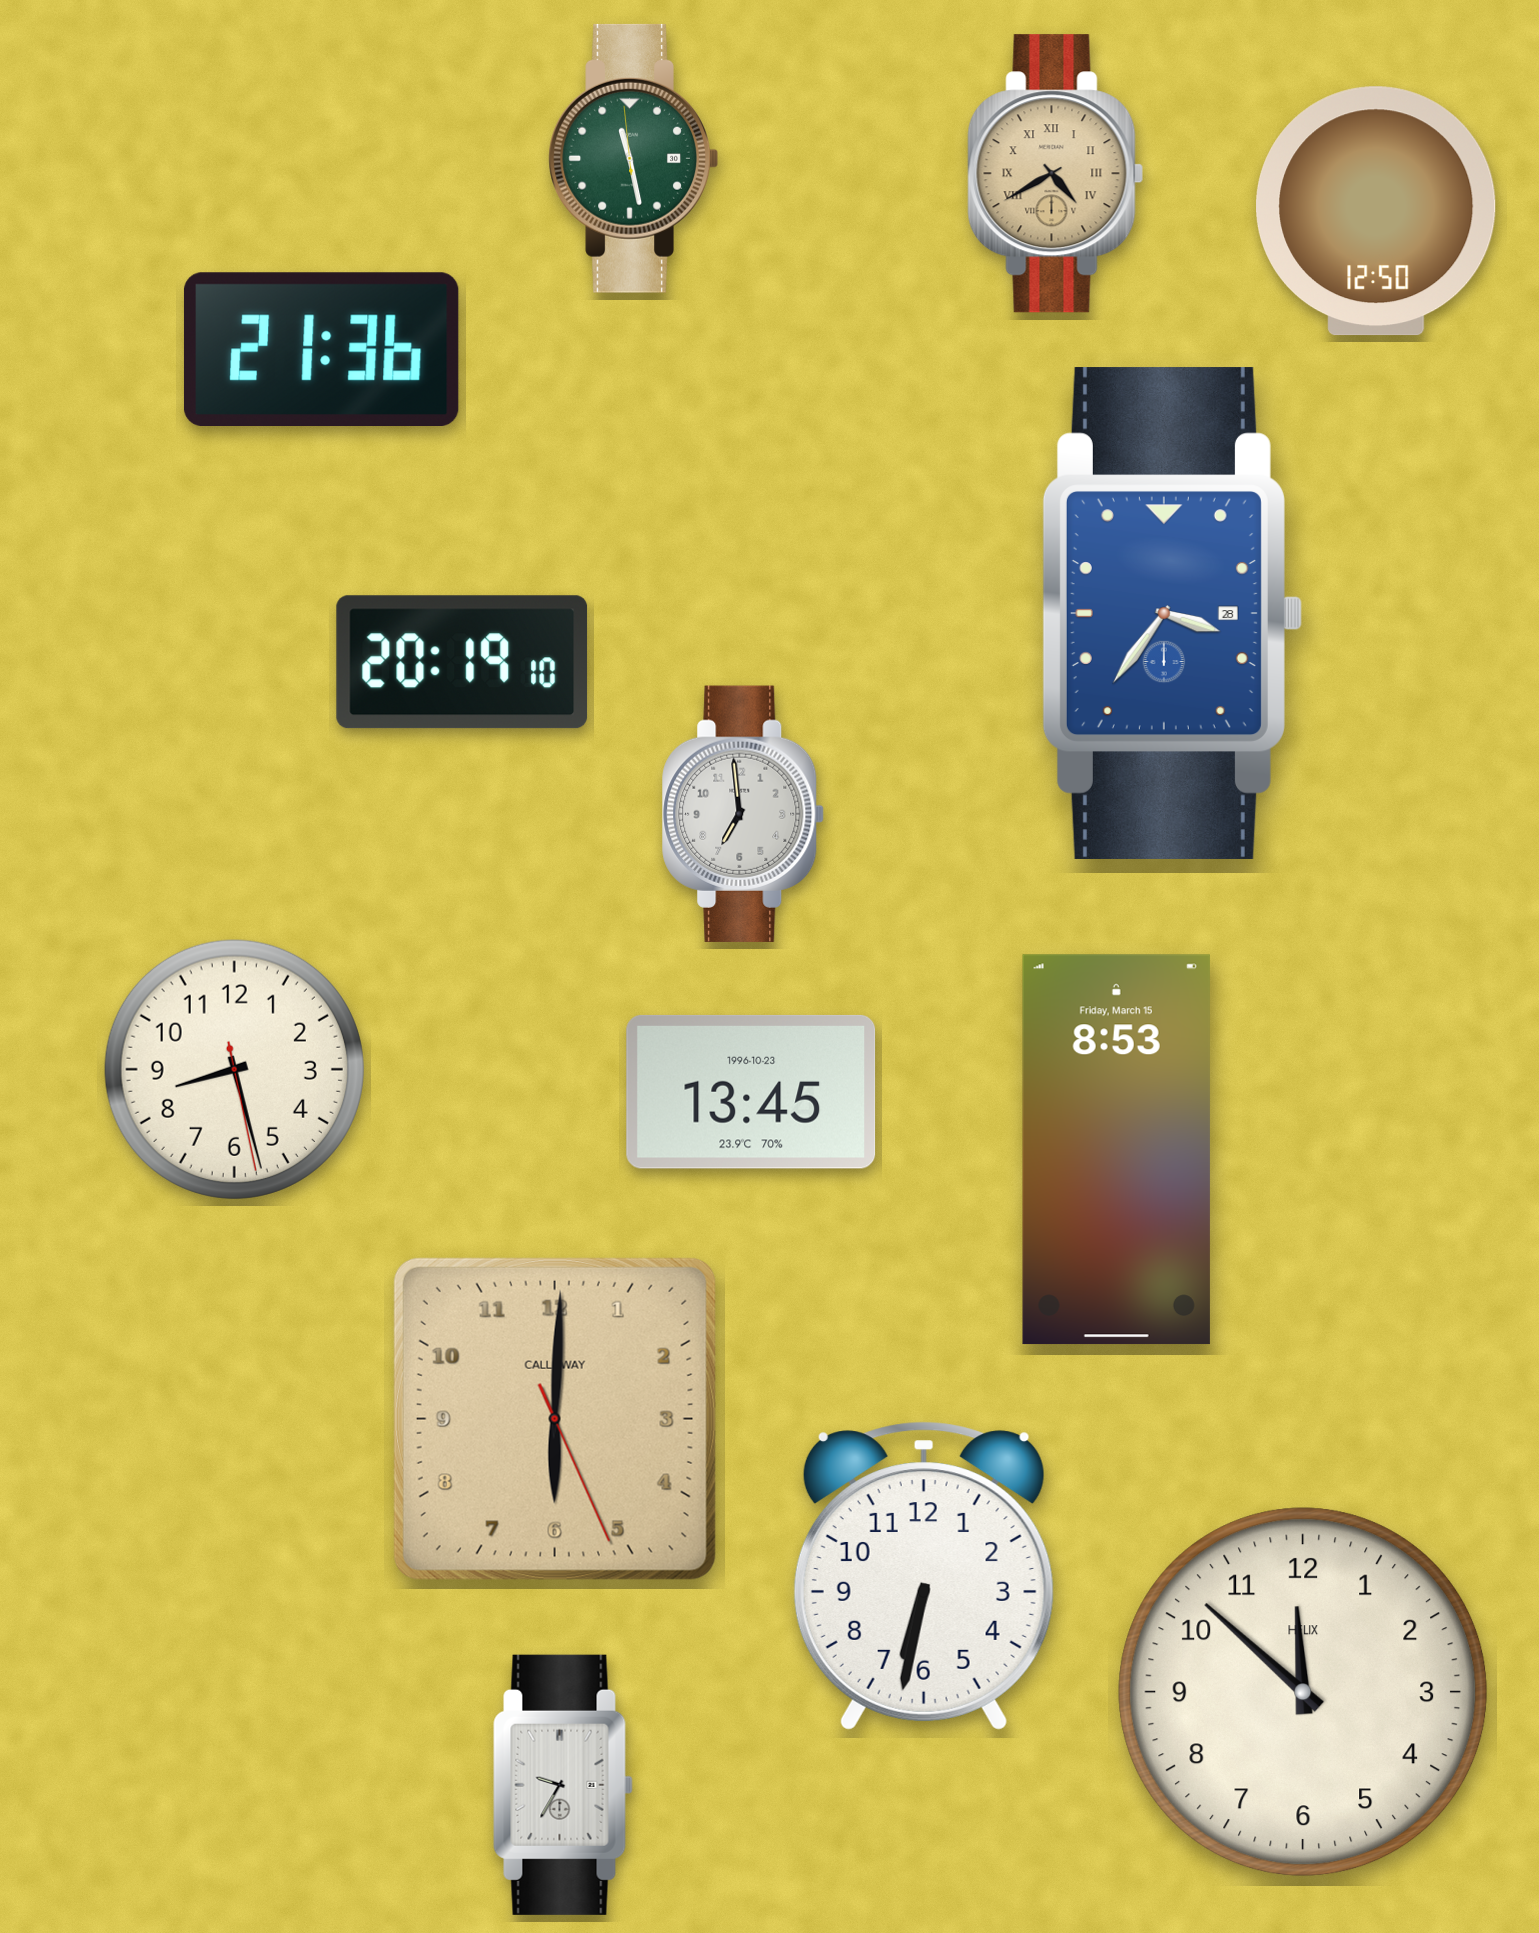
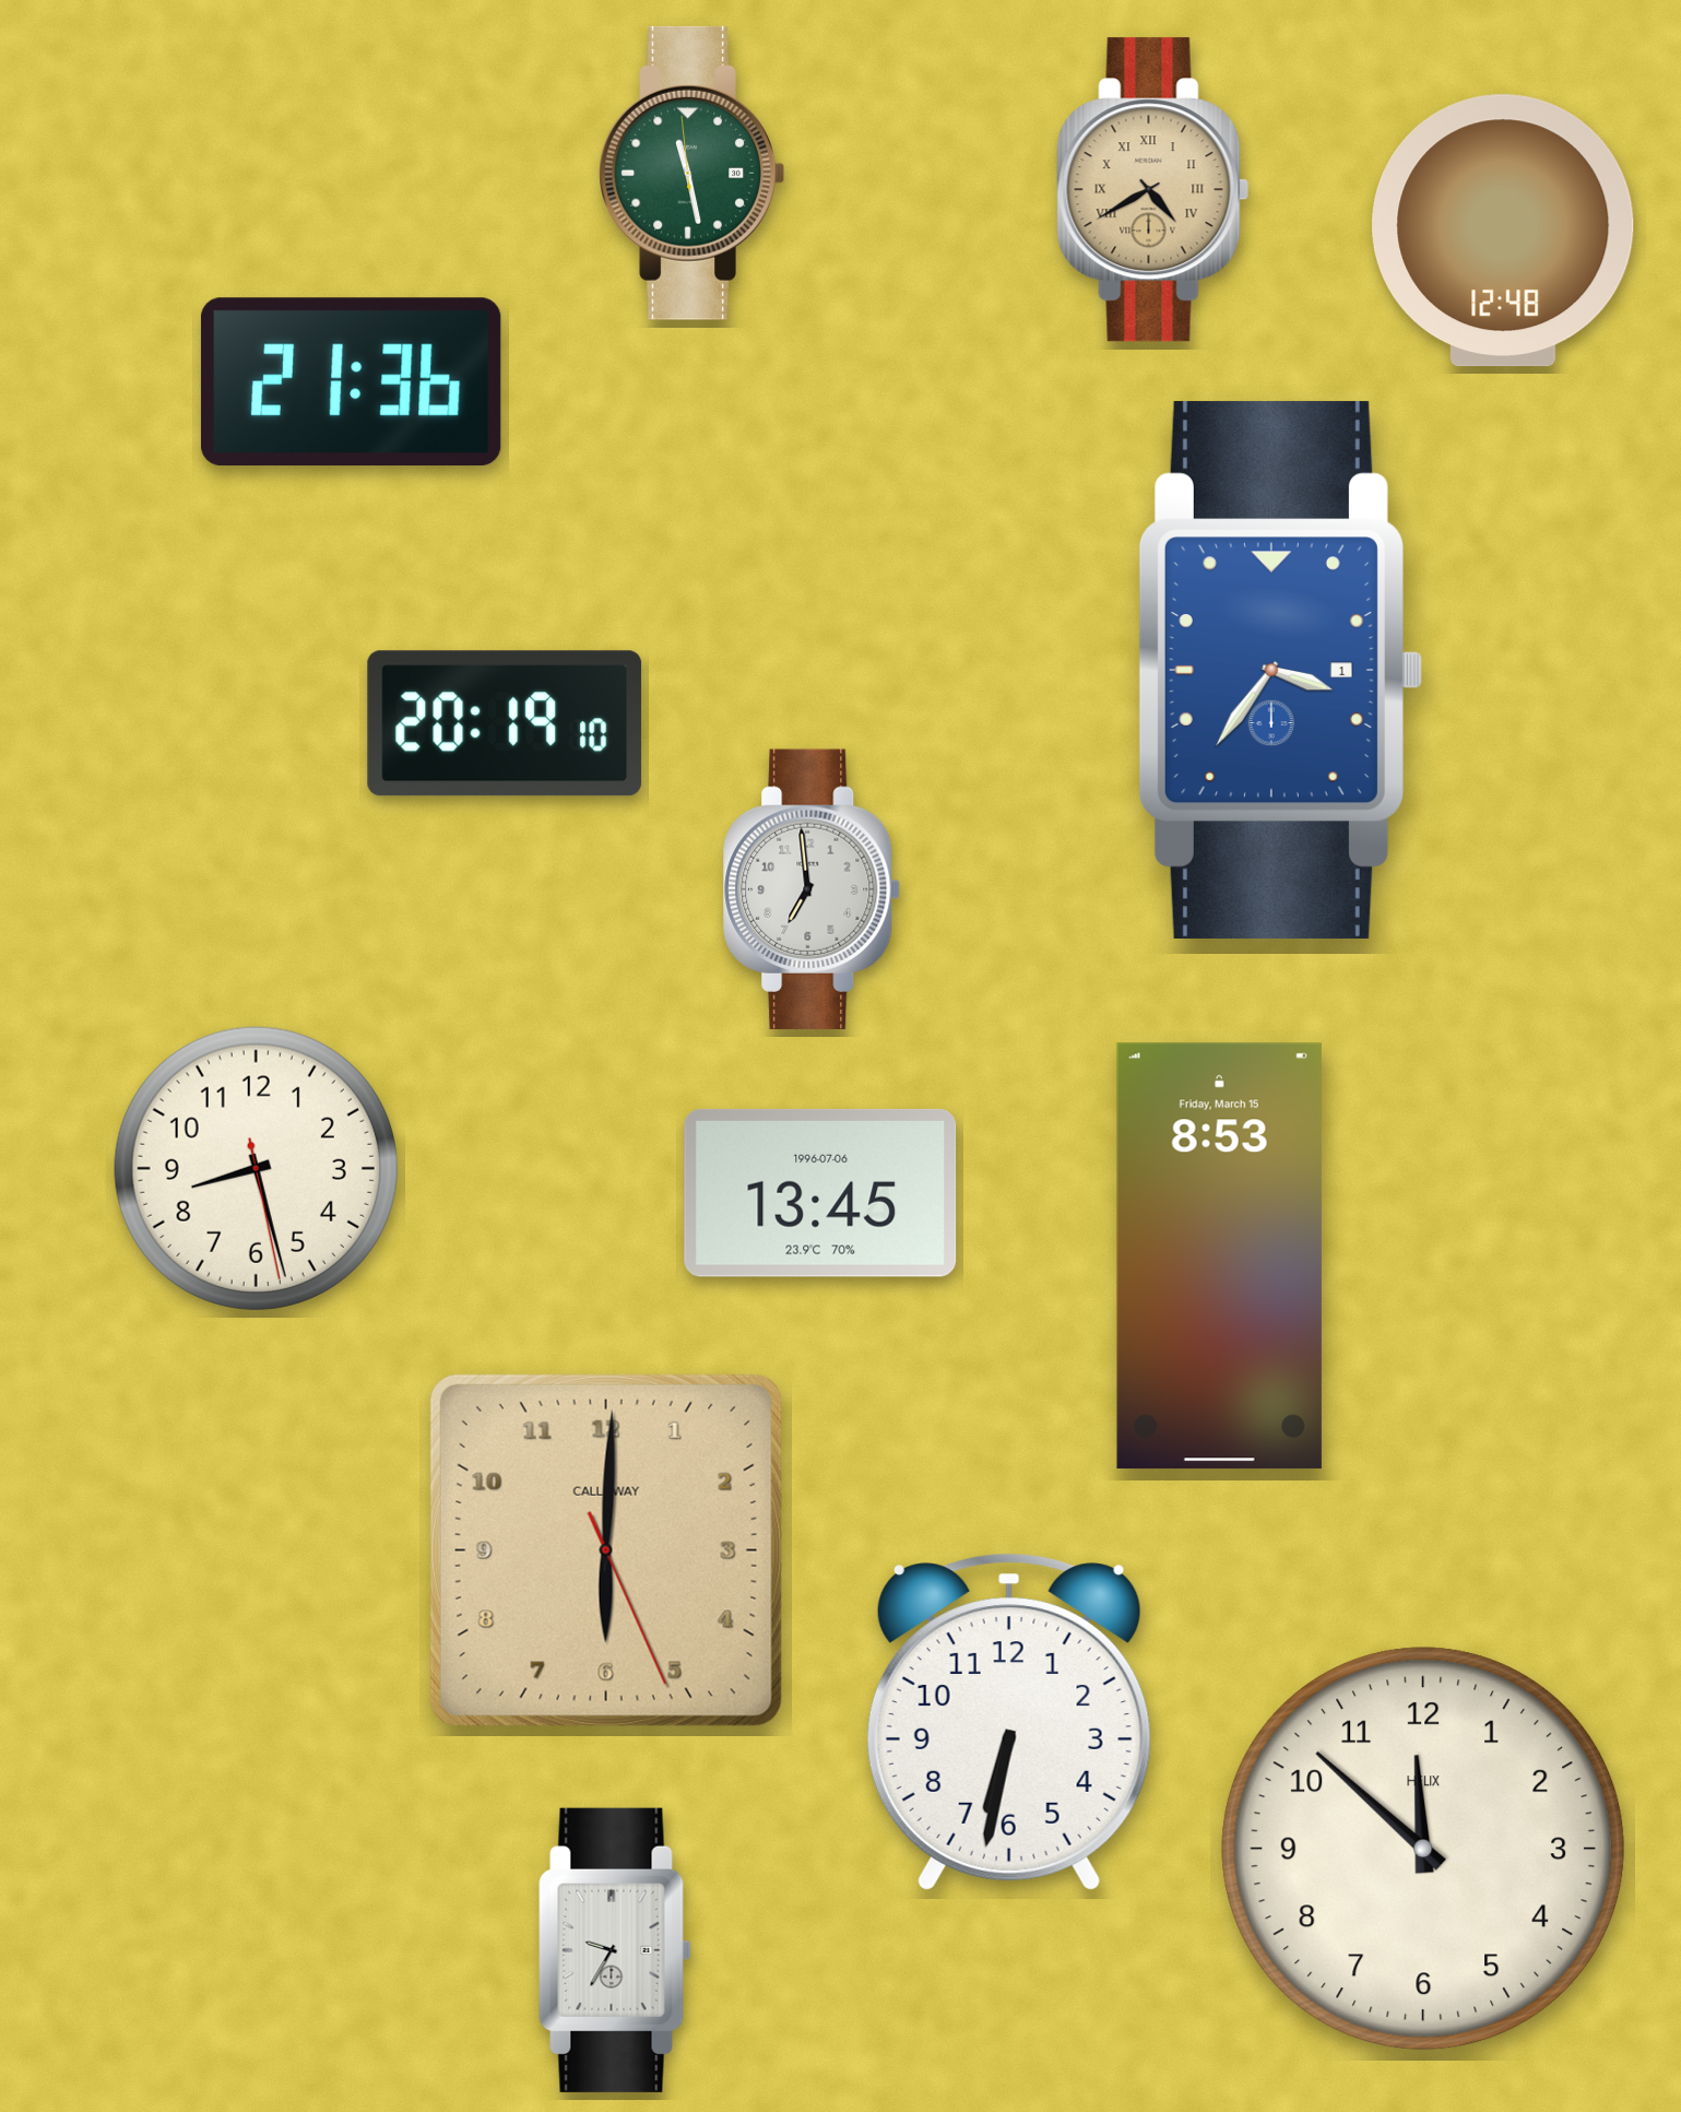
clock at (1376, 211): 12:50 -> 12:48
clock at (1172, 613) date: 28 -> 1
clock at (751, 1092) date: 1996-10-23 -> 1996-07-06
